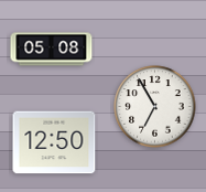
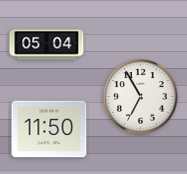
clock at (52, 50): 05:08 -> 05:04
clock at (54, 142): 12:50 -> 11:50
